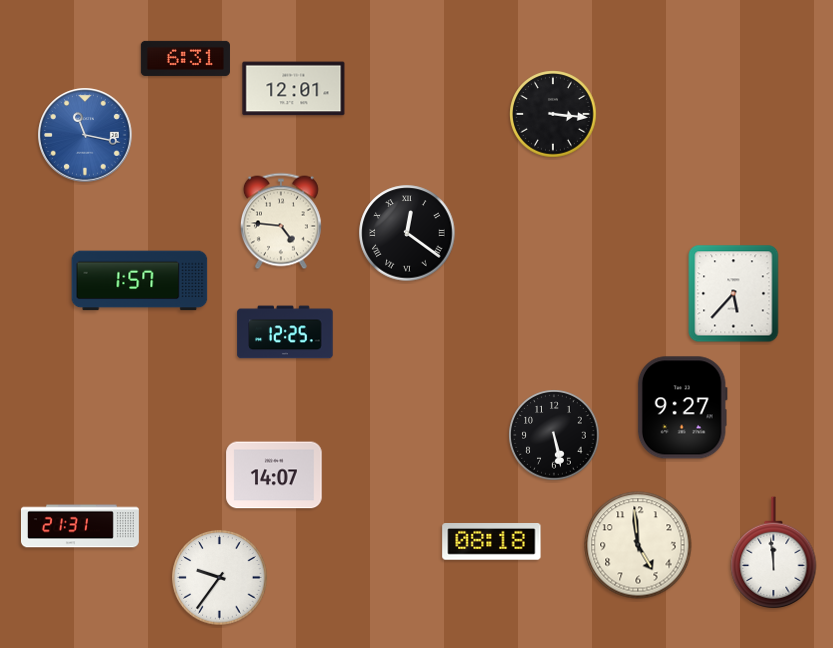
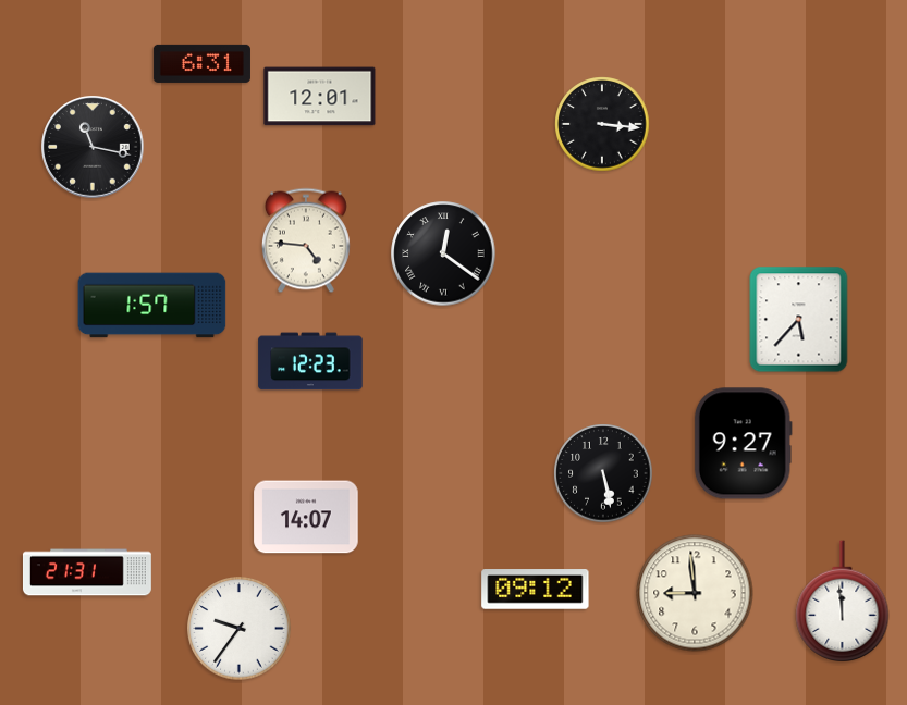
clock at (85, 135) dial: blue -> black
clock at (285, 332): 12:25 -> 12:23
clock at (274, 475) position: (274, 475) -> (306, 517)
clock at (492, 542): 08:18 -> 09:12
clock at (638, 545): 4:59 -> 8:59
